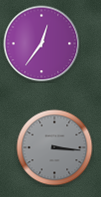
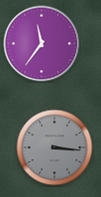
clock at (42, 44): 12:36 -> 11:36
